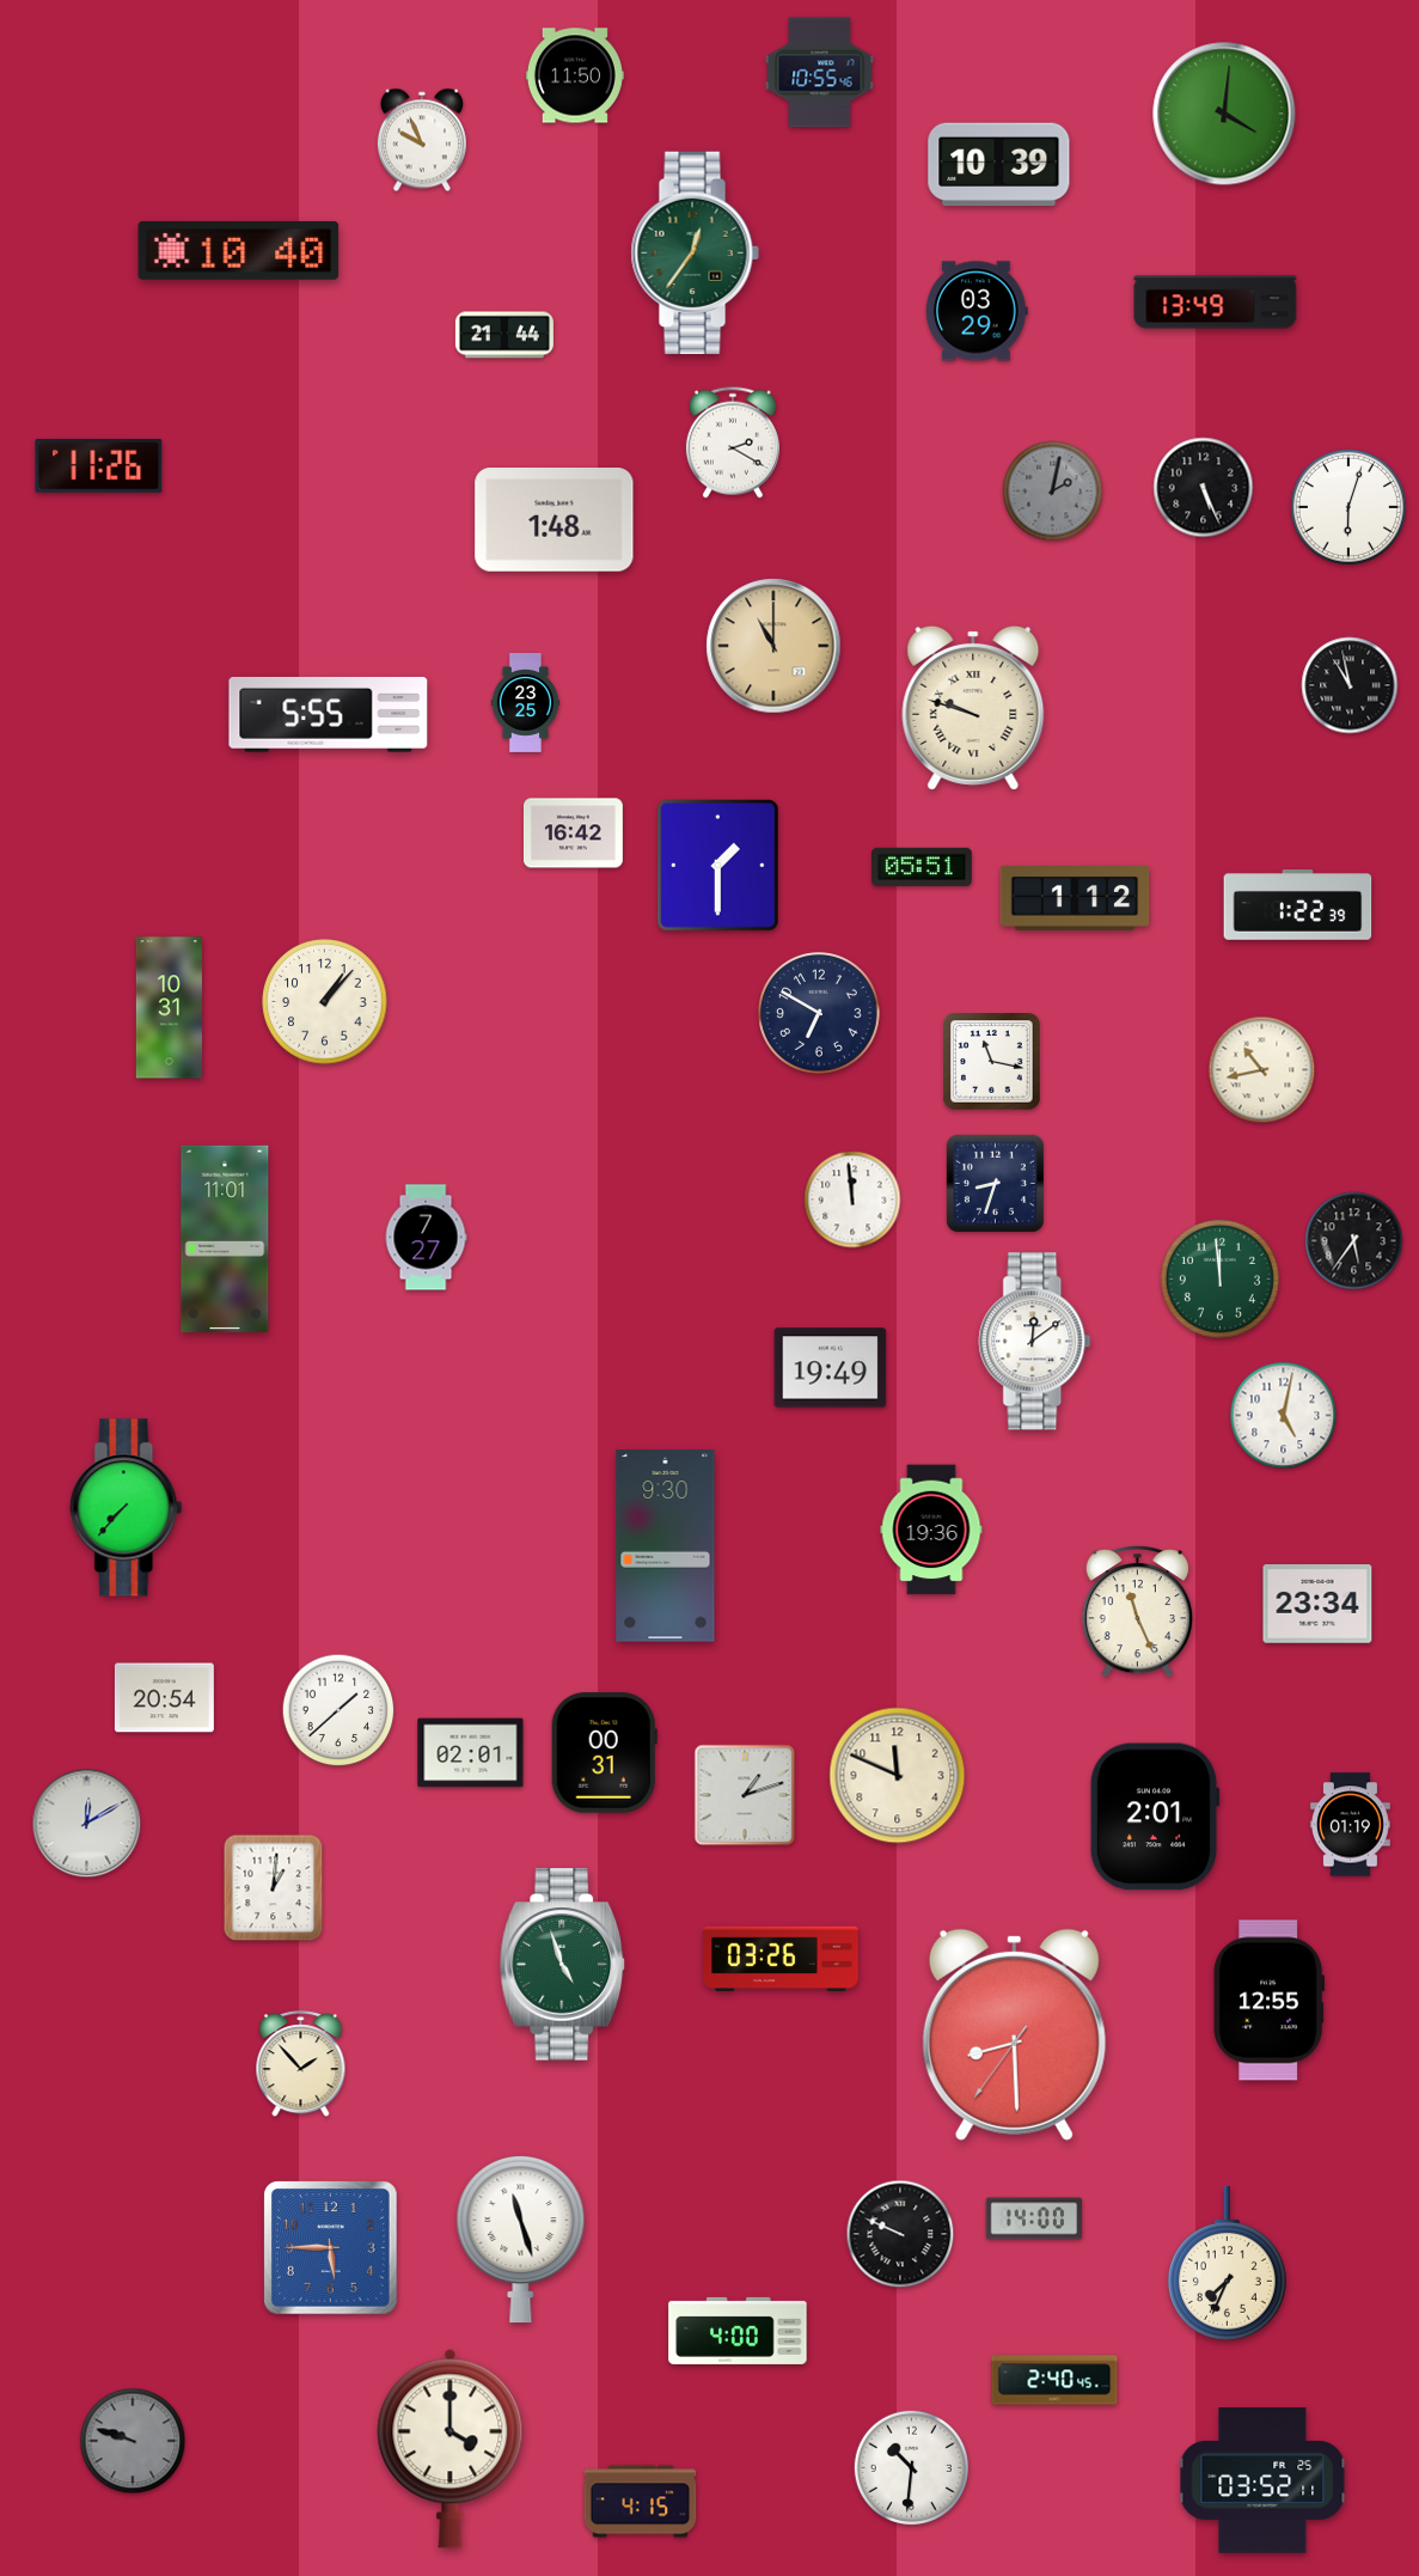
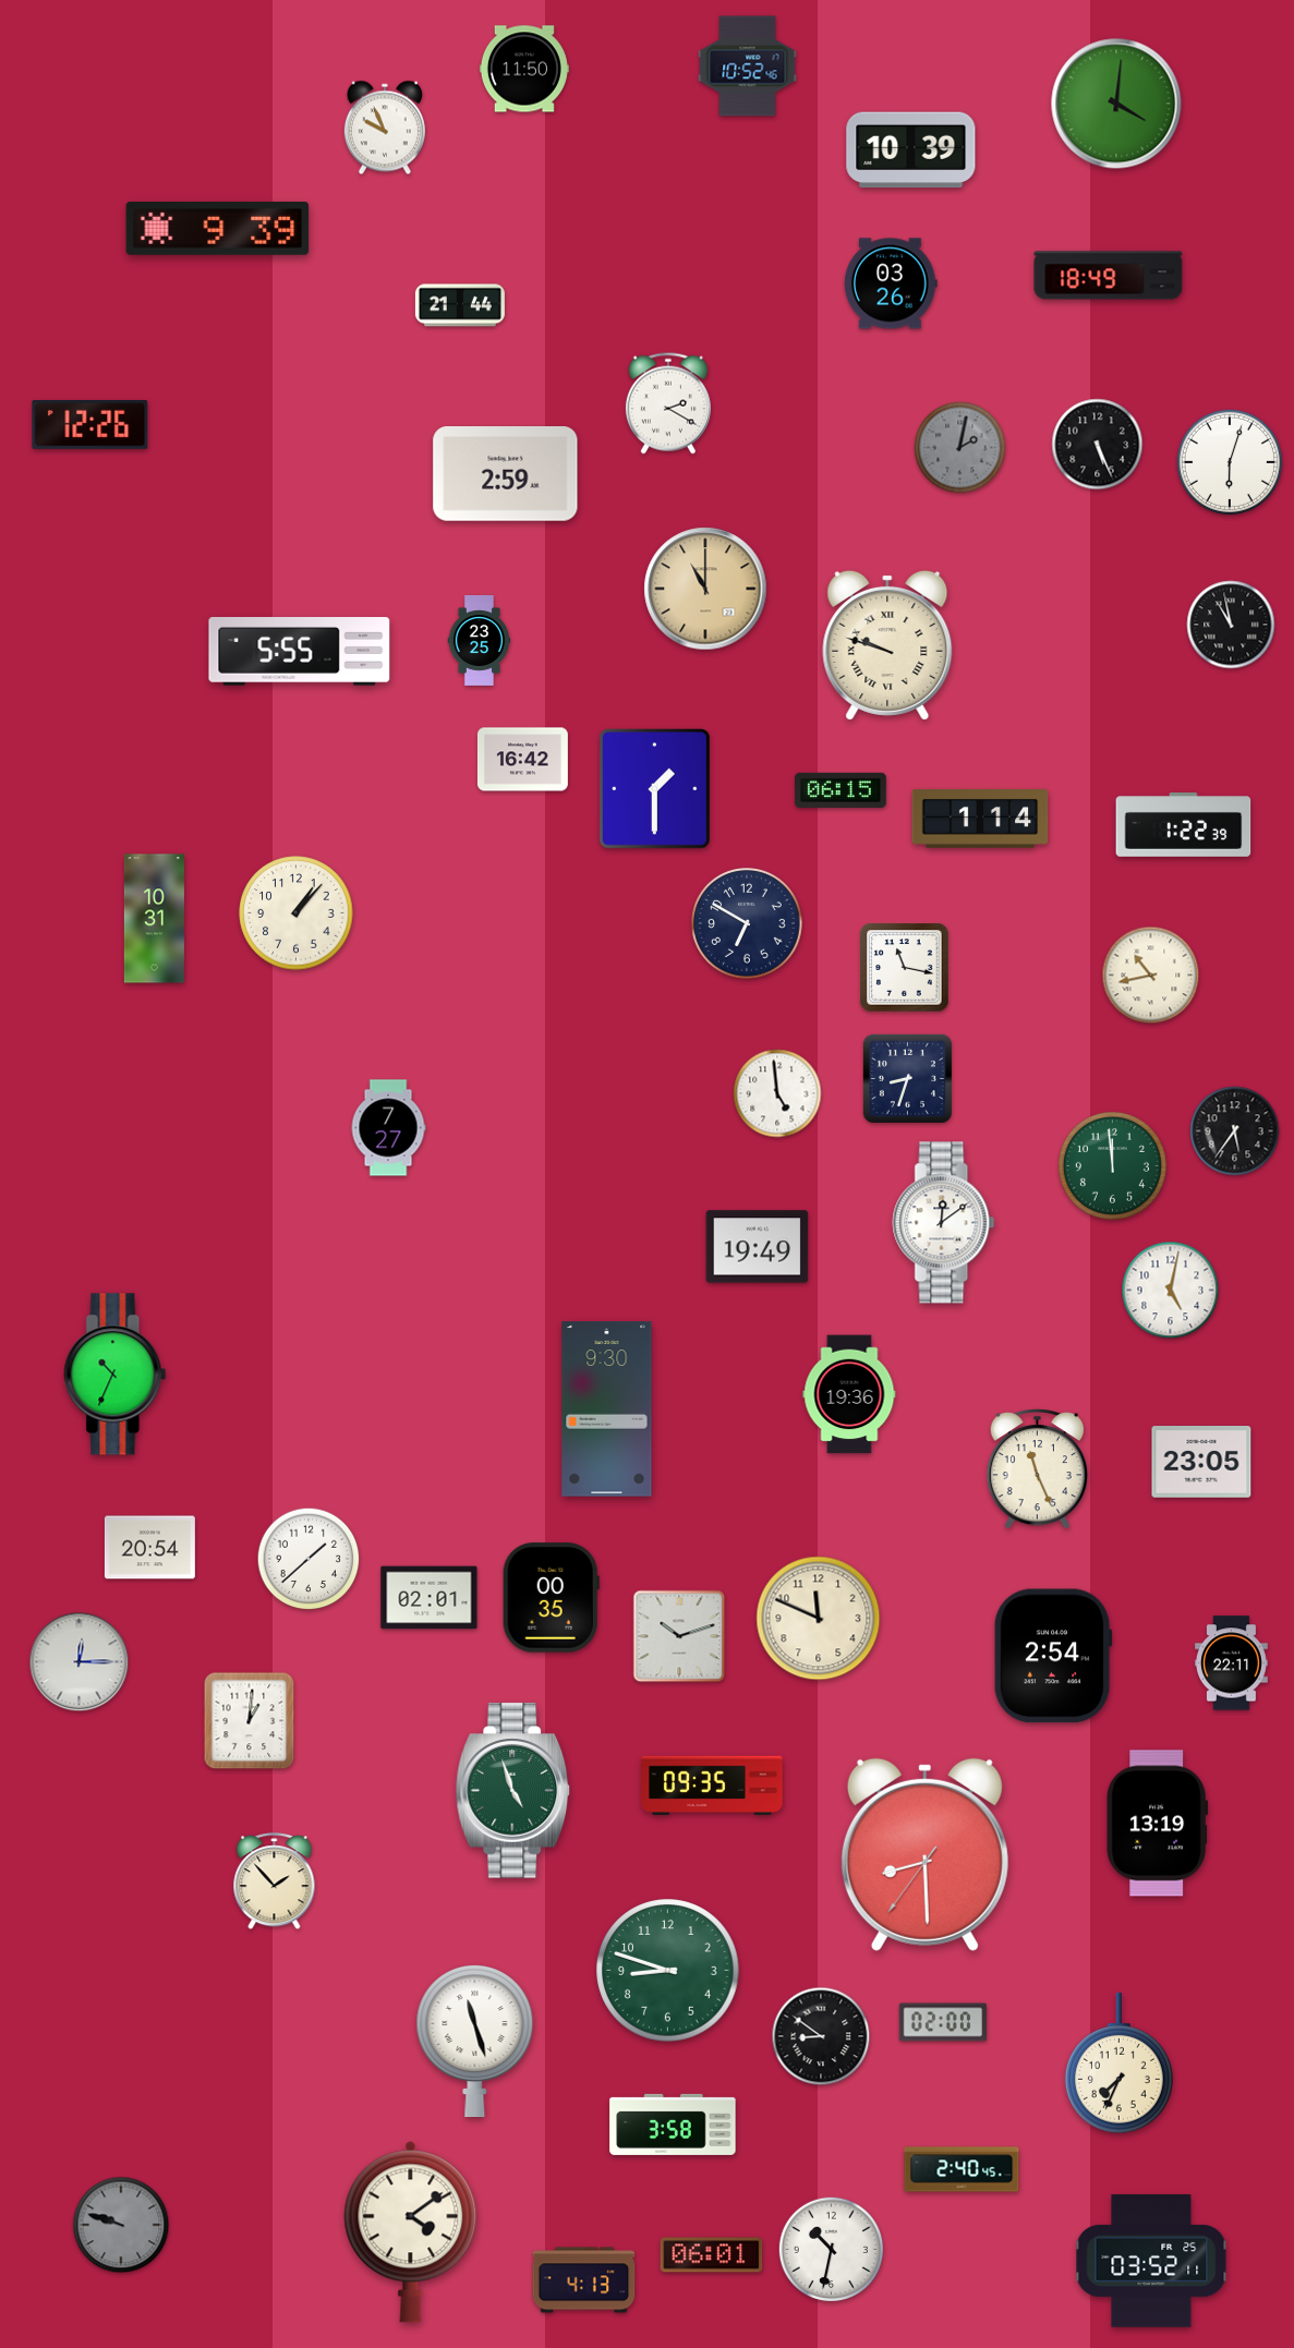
clock at (820, 73): 10:55 -> 10:52
clock at (239, 250): 10:40 -> 9:39
clock at (695, 252): 12:36 -> none
clock at (1216, 303): 13:49 -> 18:49
clock at (978, 311): 03:29 -> 03:26
clock at (99, 466): 11:26 -> 12:26
clock at (555, 520): 1:48 -> 2:59
clock at (923, 867): 05:51 -> 06:15
clock at (1075, 899): 1:12 -> 1:14
clock at (852, 1200): 11:59 -> 4:59
clock at (225, 1239): 11:01 -> none
clock at (127, 1508): 7:37 -> 10:34
clock at (1317, 1604): 23:34 -> 23:05
clock at (604, 1753): 00:31 -> 00:35
clock at (745, 1795): 1:12 -> 10:12
clock at (1155, 1817): 2:01 -> 2:54
clock at (87, 1824): 12:10 -> 12:15
clock at (1351, 1825): 01:19 -> 22:11
clock at (781, 1959): 03:26 -> 09:35
clock at (1268, 2001): 12:55 -> 13:19
clock at (668, 1971): none -> 8:48
clock at (1034, 2218): 14:00 -> 02:00
clock at (900, 2234): 9:49 -> 8:51
clock at (331, 2248): 5:45 -> none
clock at (738, 2331): 4:00 -> 3:58
clock at (451, 2448): 4:00 -> 4:09
clock at (911, 2467): 10:31 -> 10:32
clock at (712, 2255): none -> 06:01
clock at (641, 2502): 4:15 -> 4:13
